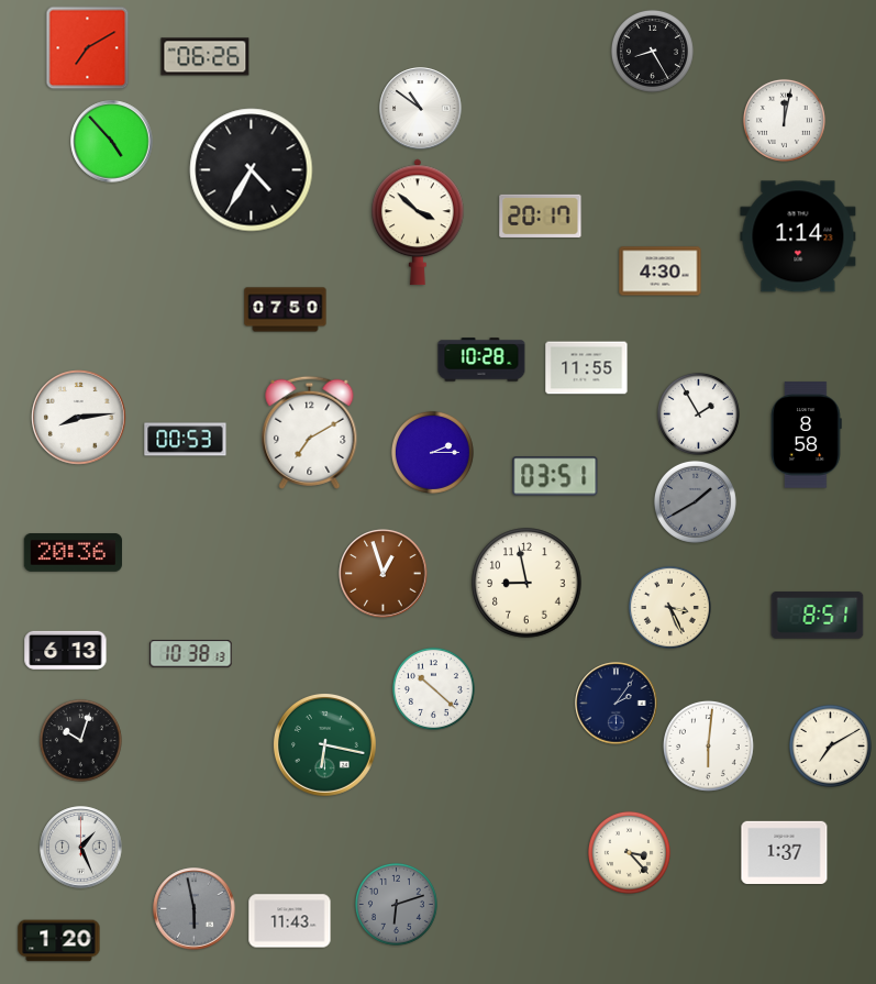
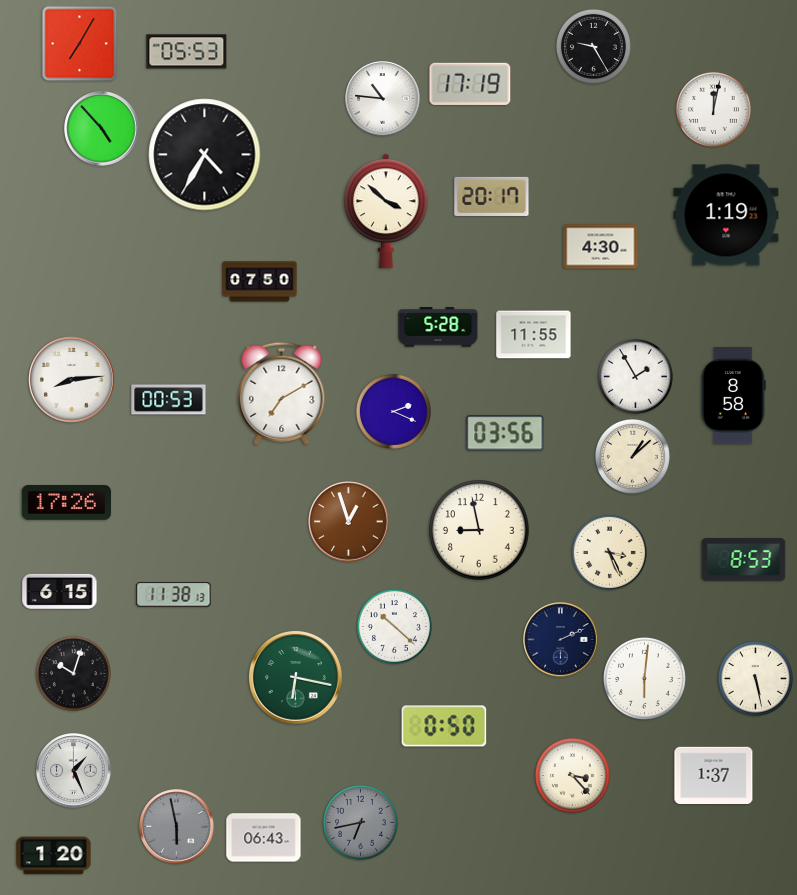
clock at (88, 48): 7:10 -> 7:05
clock at (652, 51): 8:25 -> 9:25
clock at (206, 57): 06:26 -> 05:53
clock at (470, 84): none -> 17:19
clock at (421, 109): 10:51 -> 10:46
clock at (252, 170) position: (252, 170) -> (205, 155)
clock at (419, 222) position: (419, 222) -> (387, 211)
clock at (798, 236): 1:14 -> 1:19
clock at (481, 360): 10:28 -> 5:28
clock at (432, 452): 2:15 -> 2:19
clock at (555, 476): 03:51 -> 03:56
clock at (695, 501): 1:40 -> 1:08
clock at (695, 501) dial: grey -> cream
clock at (74, 553): 20:36 -> 17:26
clock at (818, 616): 8:51 -> 8:53
clock at (66, 650): 6:13 -> 6:15
clock at (191, 654): 10:38 -> 11:38
clock at (617, 704): 2:06 -> 2:11
clock at (830, 745): 7:10 -> 5:28
clock at (444, 726): none -> 0:50
clock at (396, 904): 6:12 -> 6:43
clock at (290, 921): 11:43 -> 06:43
